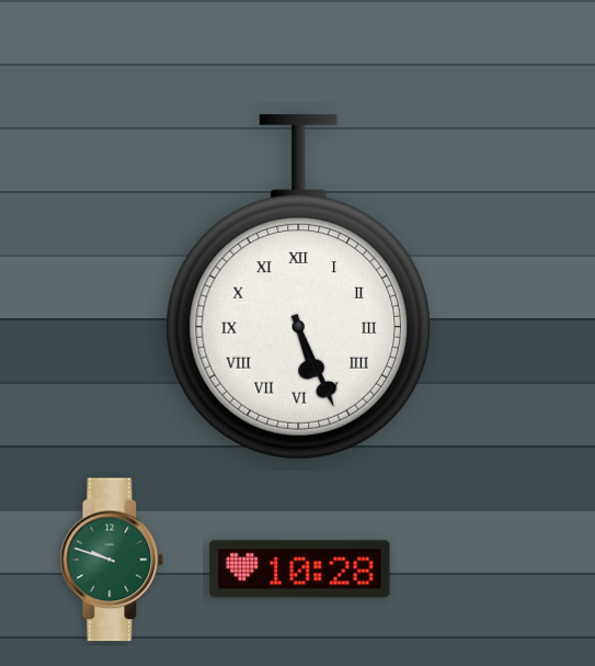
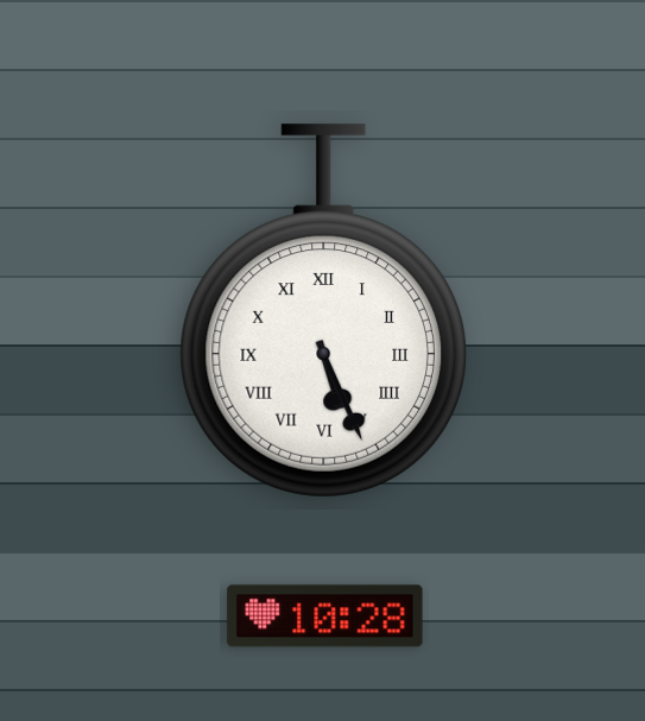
clock at (112, 560): 9:48 -> none
